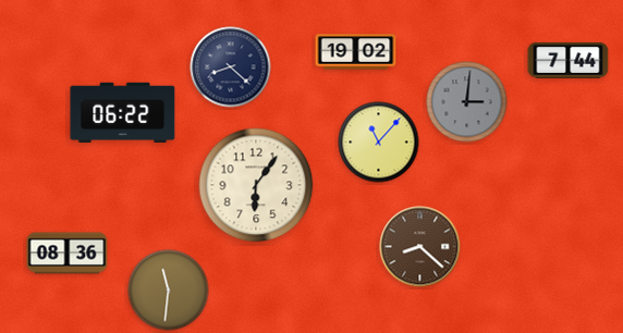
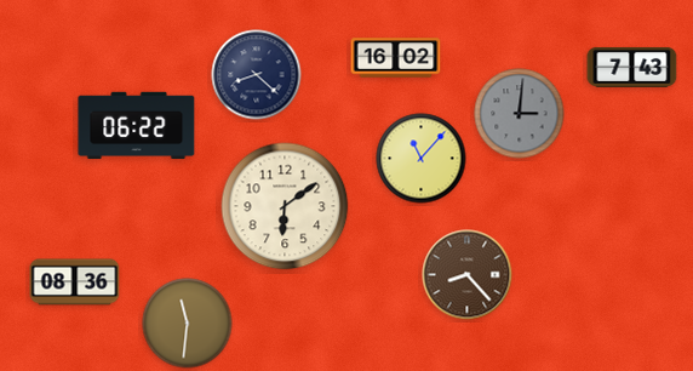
clock at (356, 52): 19:02 -> 16:02
clock at (569, 60): 7:44 -> 7:43
clock at (256, 185): 6:06 -> 6:09
clock at (420, 247): 8:22 -> 8:23
